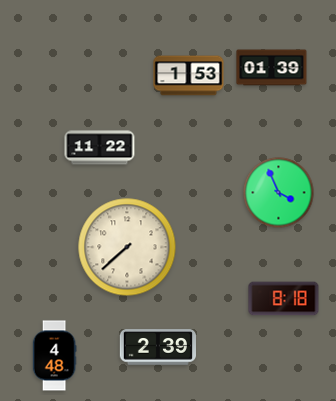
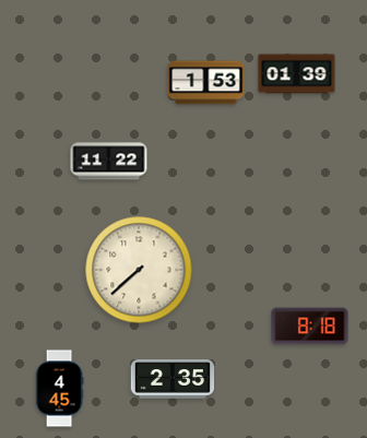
clock at (279, 193): 3:56 -> none
clock at (157, 347): 2:39 -> 2:35
clock at (54, 356): 4:48 -> 4:45
